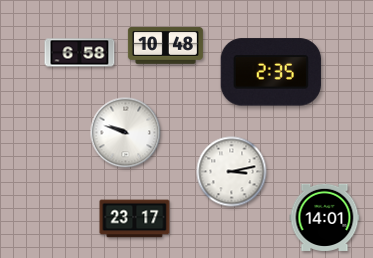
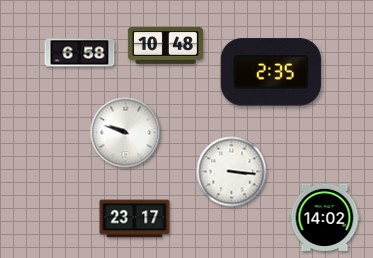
clock at (232, 172): 3:13 -> 3:16
clock at (325, 217): 14:01 -> 14:02
